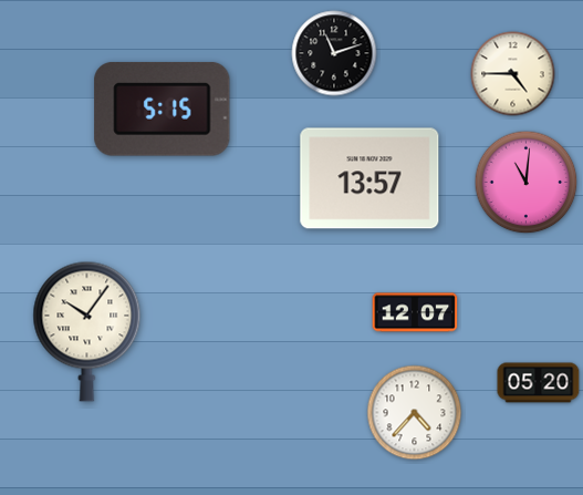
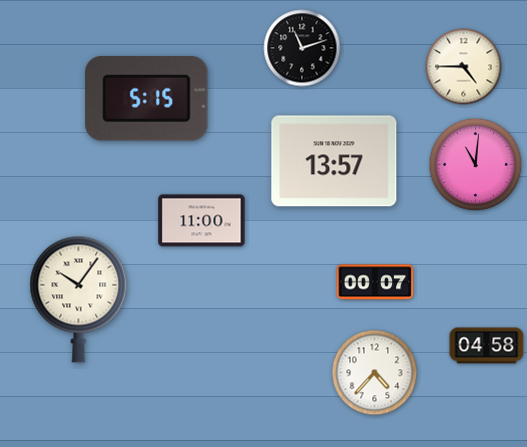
clock at (202, 221): none -> 11:00
clock at (415, 312): 12:07 -> 00:07
clock at (539, 383): 05:20 -> 04:58
